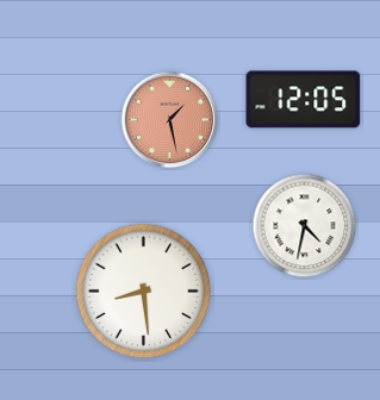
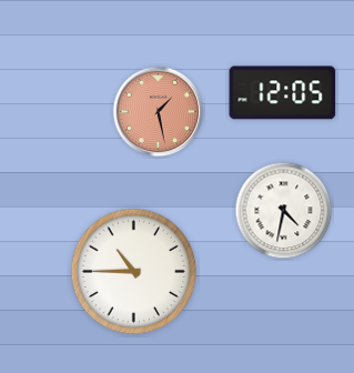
clock at (144, 292): 8:29 -> 10:45
